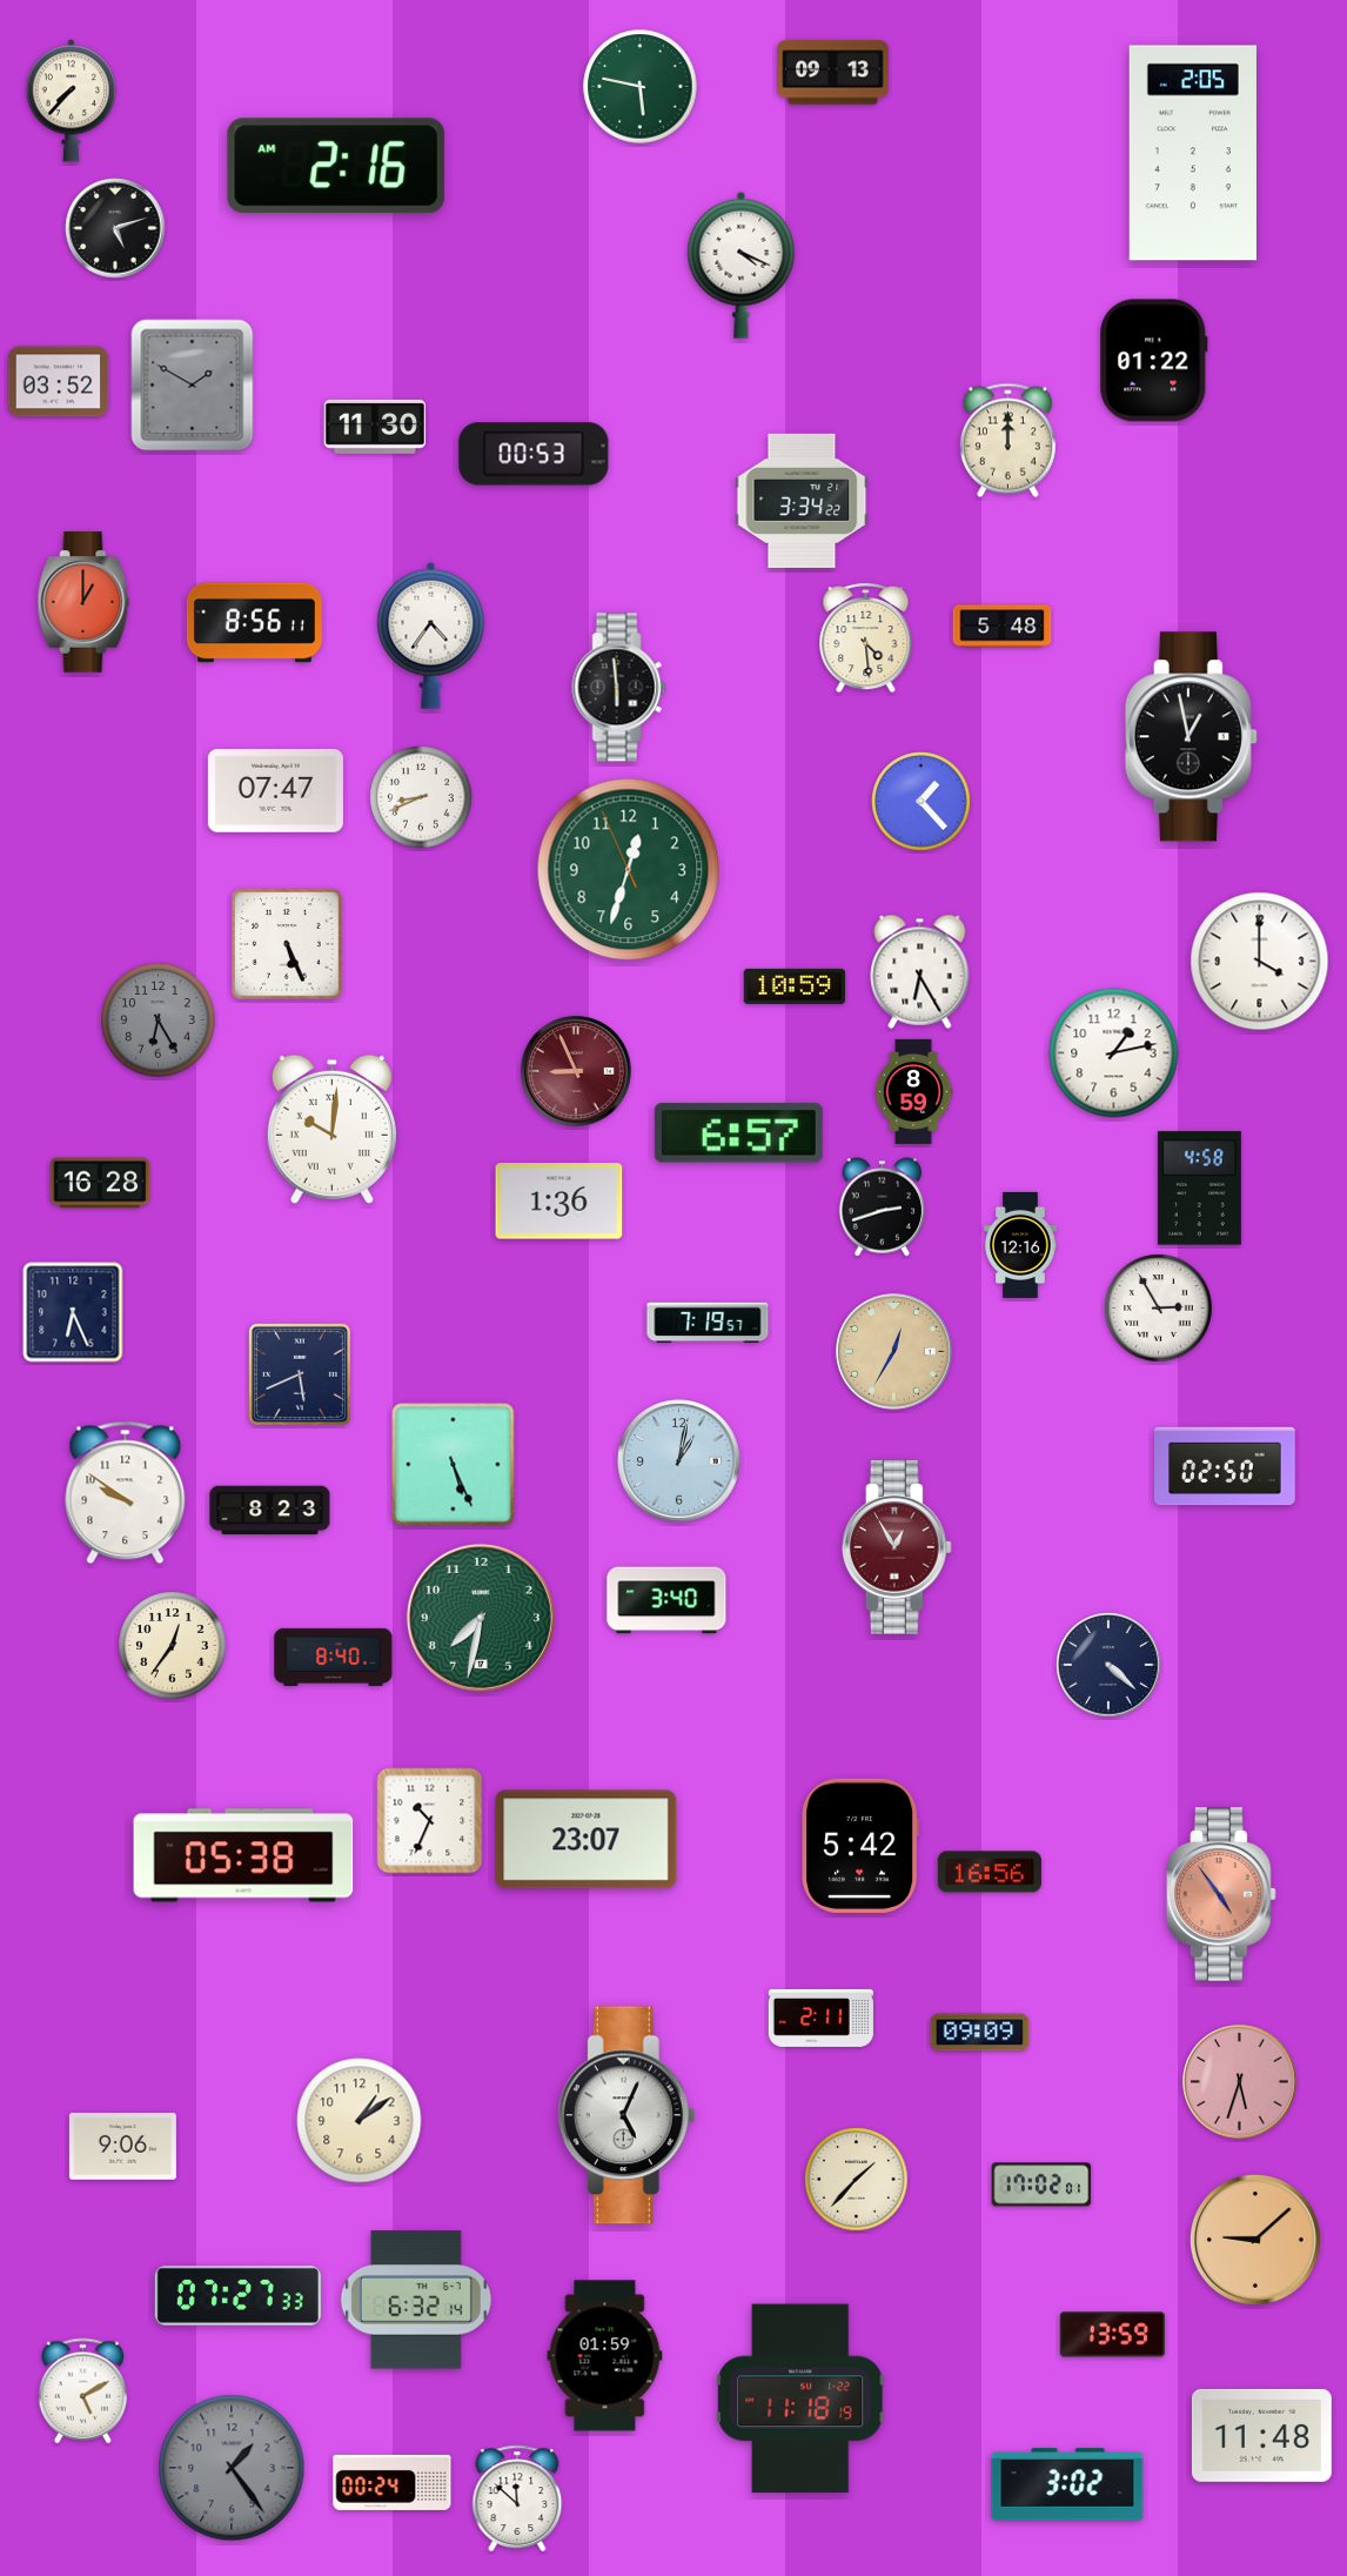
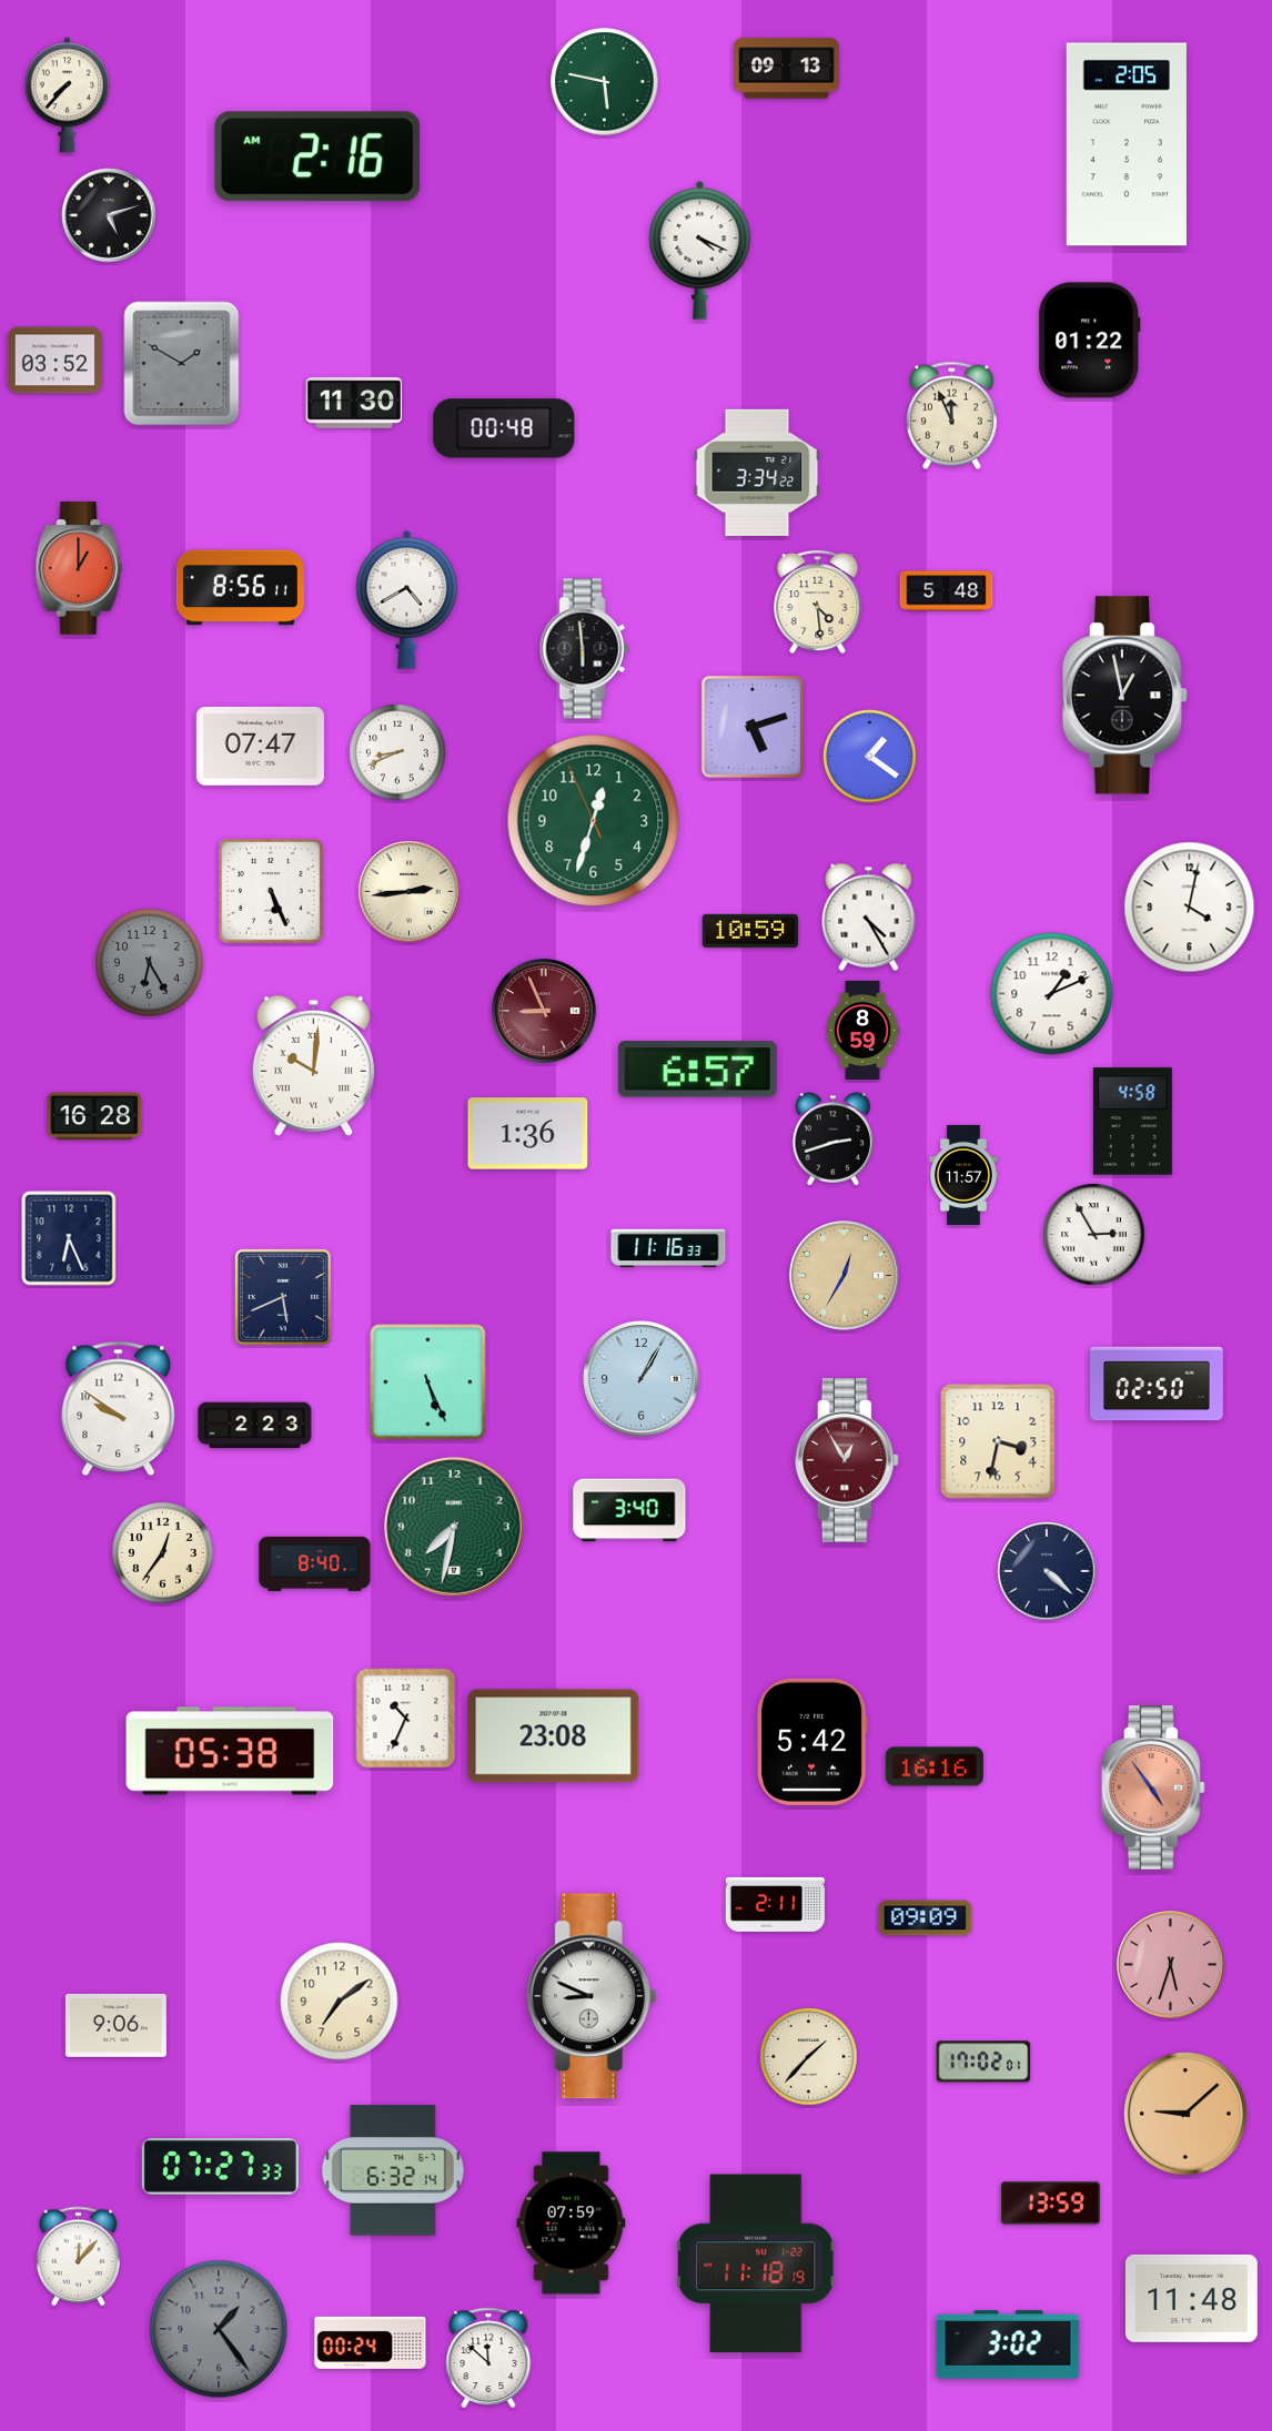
clock at (1007, 441): 12:00 -> 11:56
clock at (534, 454): 00:53 -> 00:48
clock at (431, 635): 4:36 -> 4:40
clock at (753, 727): none -> 5:12
clock at (922, 802): 1:23 -> 1:21
clock at (410, 892): none -> 2:44
clock at (1260, 962): 4:00 -> 4:02
clock at (920, 971): 6:25 -> 4:25
clock at (1114, 1053): 1:13 -> 1:11
clock at (1020, 1245): 12:16 -> 11:57
clock at (708, 1323): 7:19 -> 11:16
clock at (679, 1461): 1:02 -> 1:05
clock at (270, 1511): 8:23 -> 2:23
clock at (998, 1441): none -> 3:32
clock at (587, 1840): 23:07 -> 23:08
clock at (990, 1872): 16:56 -> 16:16
clock at (626, 2115): 5:04 -> 8:49
clock at (360, 2121): 1:09 -> 7:09
clock at (237, 2296) position: (237, 2296) -> (220, 2167)
clock at (605, 2356): 01:59 -> 07:59
clock at (83, 2391): 5:10 -> 12:07
